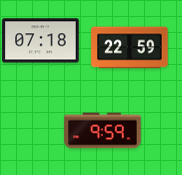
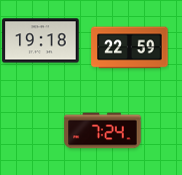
clock at (41, 41): 07:18 -> 19:18
clock at (103, 131): 9:59 -> 7:24
